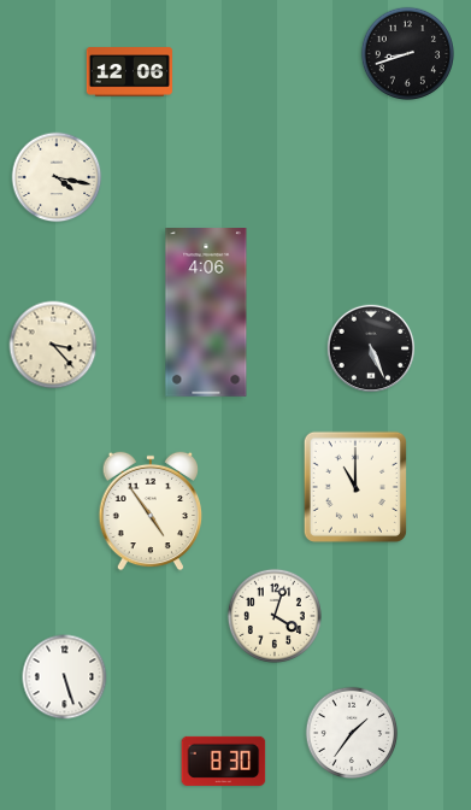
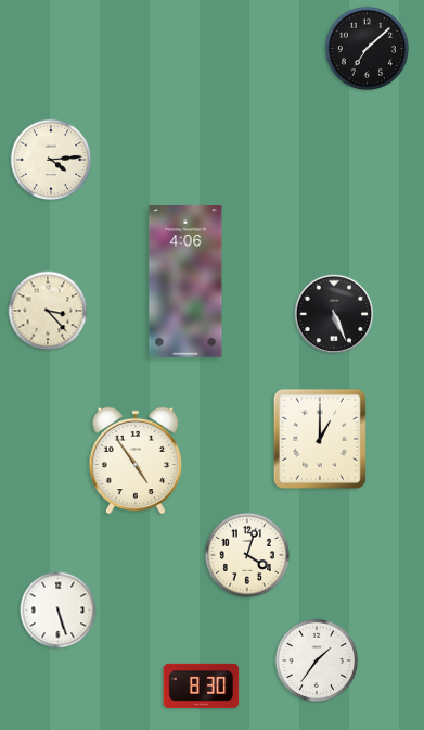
clock at (407, 53): 8:42 -> 7:08
clock at (130, 72): 12:06 -> none
clock at (57, 177): 4:17 -> 4:14
clock at (355, 487): 11:00 -> 1:00
